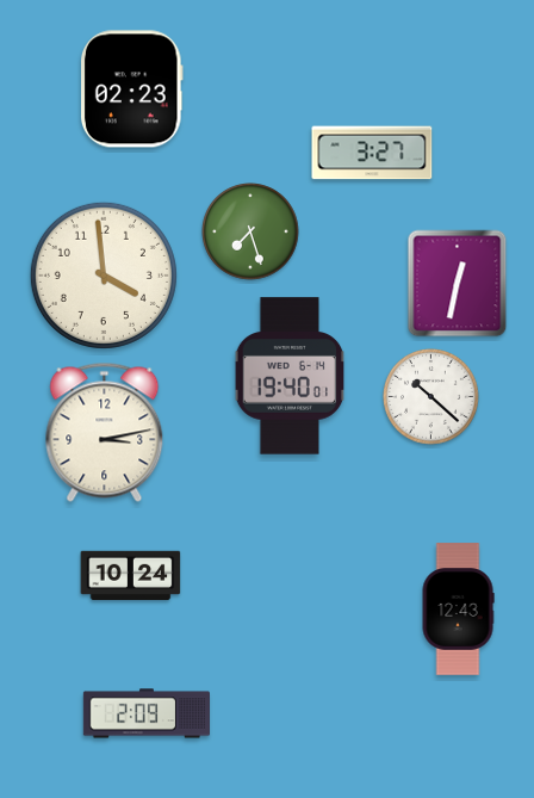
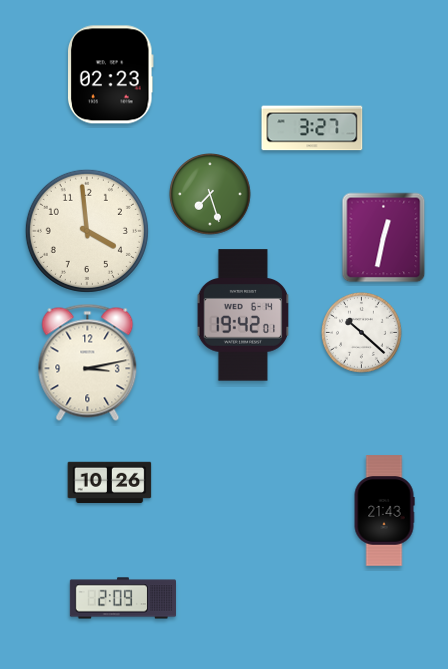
clock at (290, 376): 19:40 -> 19:42
clock at (131, 575): 10:24 -> 10:26
clock at (458, 610): 12:43 -> 21:43
